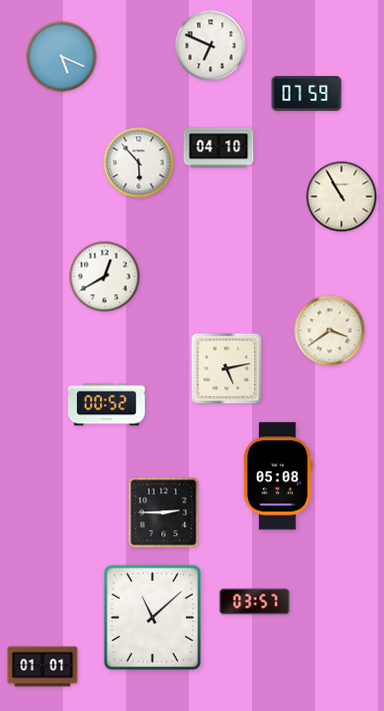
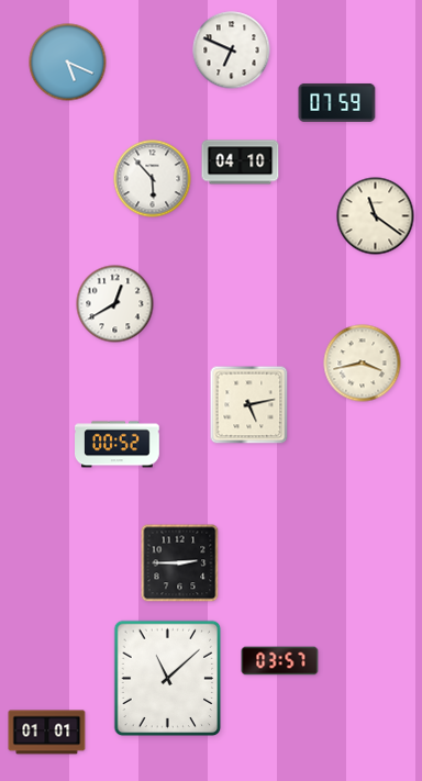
clock at (342, 197): 10:55 -> 11:21
clock at (330, 331): 3:39 -> 3:43
clock at (278, 476): 05:08 -> none
